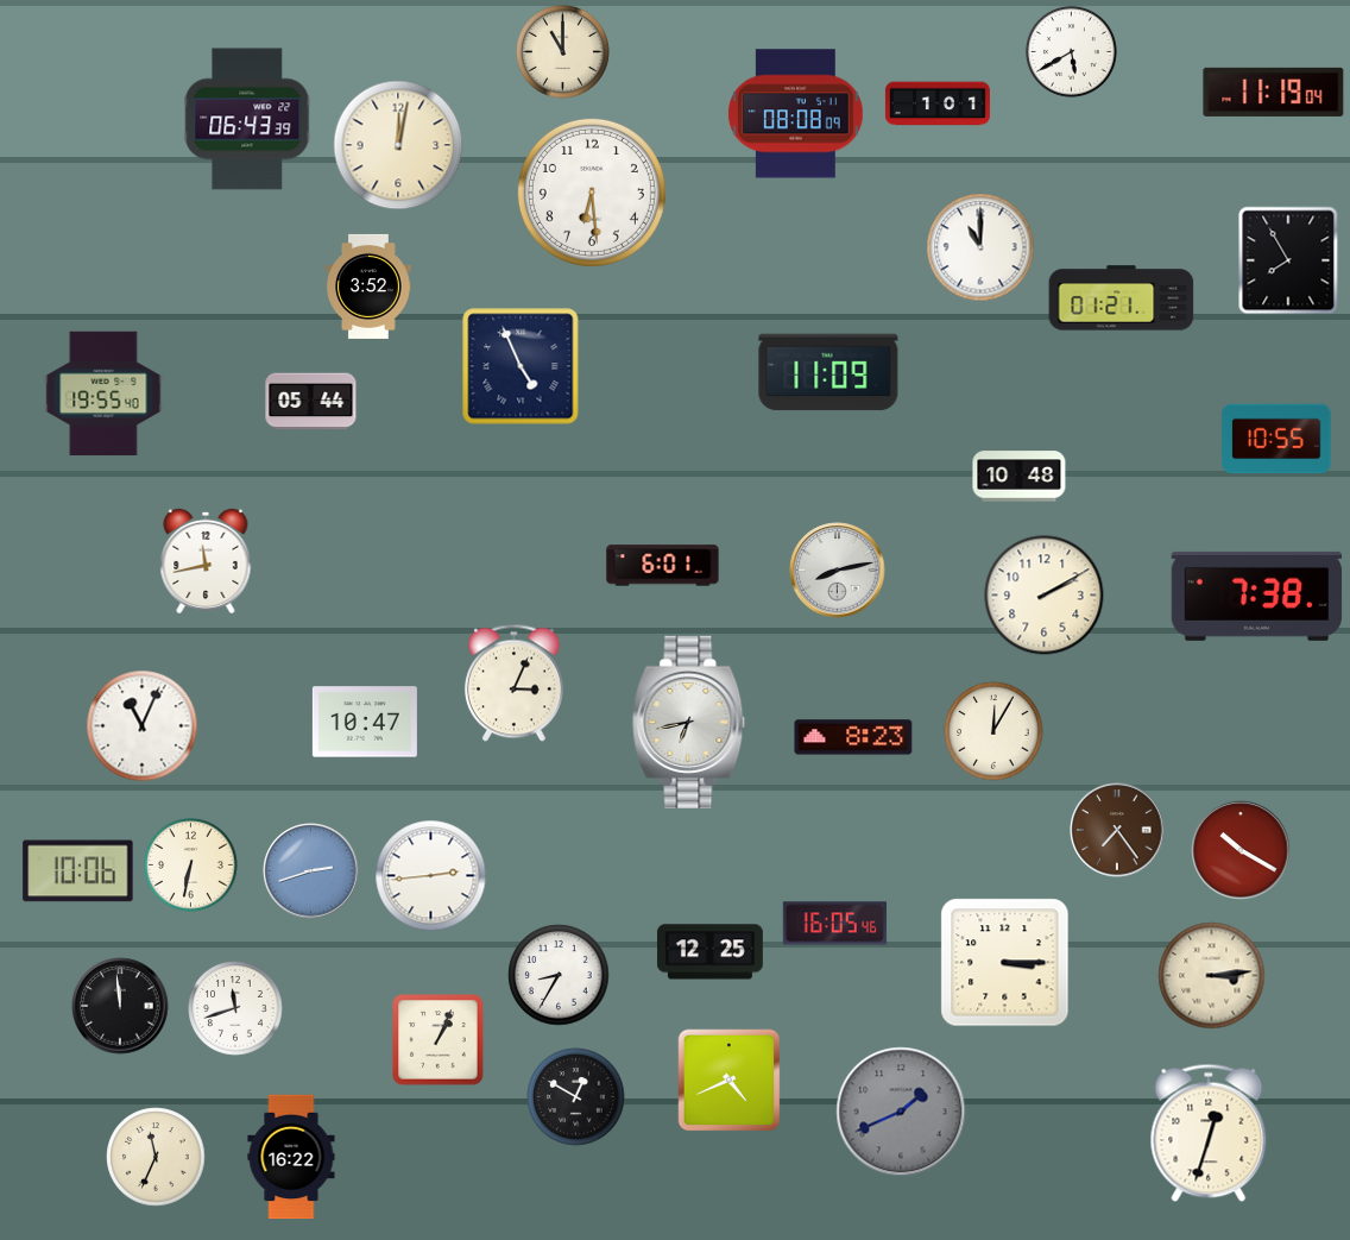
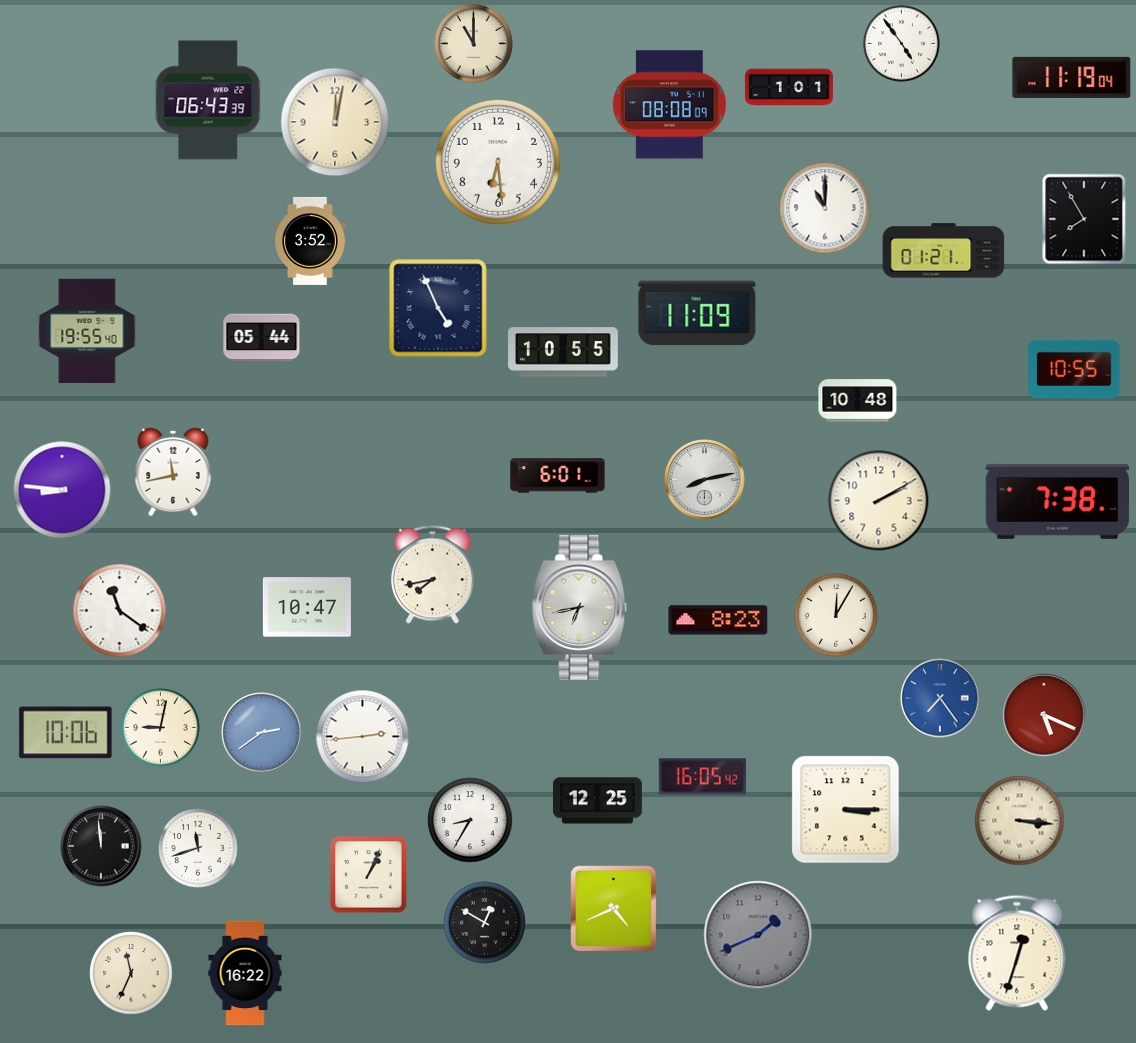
clock at (1071, 51): 5:40 -> 4:54
clock at (796, 114) position: (796, 114) -> (670, 105)
clock at (563, 352): none -> 10:55
clock at (62, 490): none -> 8:46
clock at (513, 684): 3:04 -> 7:43
clock at (143, 726): 11:04 -> 11:21
clock at (1117, 830) dial: brown -> blue
clock at (1241, 850): 10:20 -> 5:19
clock at (191, 866): 6:32 -> 9:02
clock at (311, 871): 2:42 -> 2:39
clock at (834, 924): 16:05:46 -> 16:05:42
clock at (1212, 976): 3:14 -> 3:16
